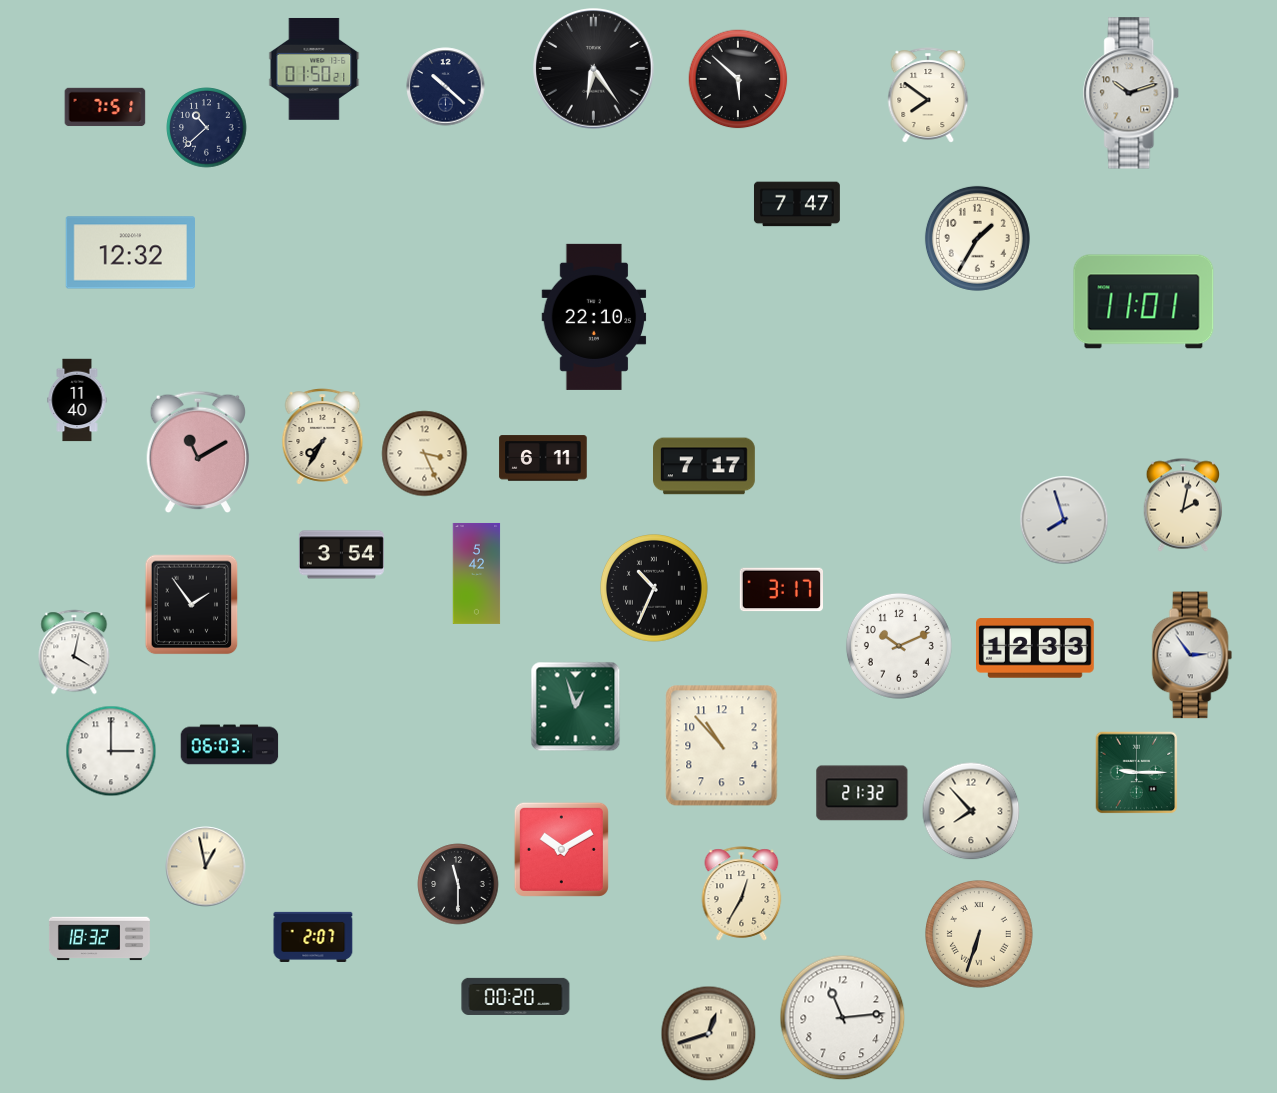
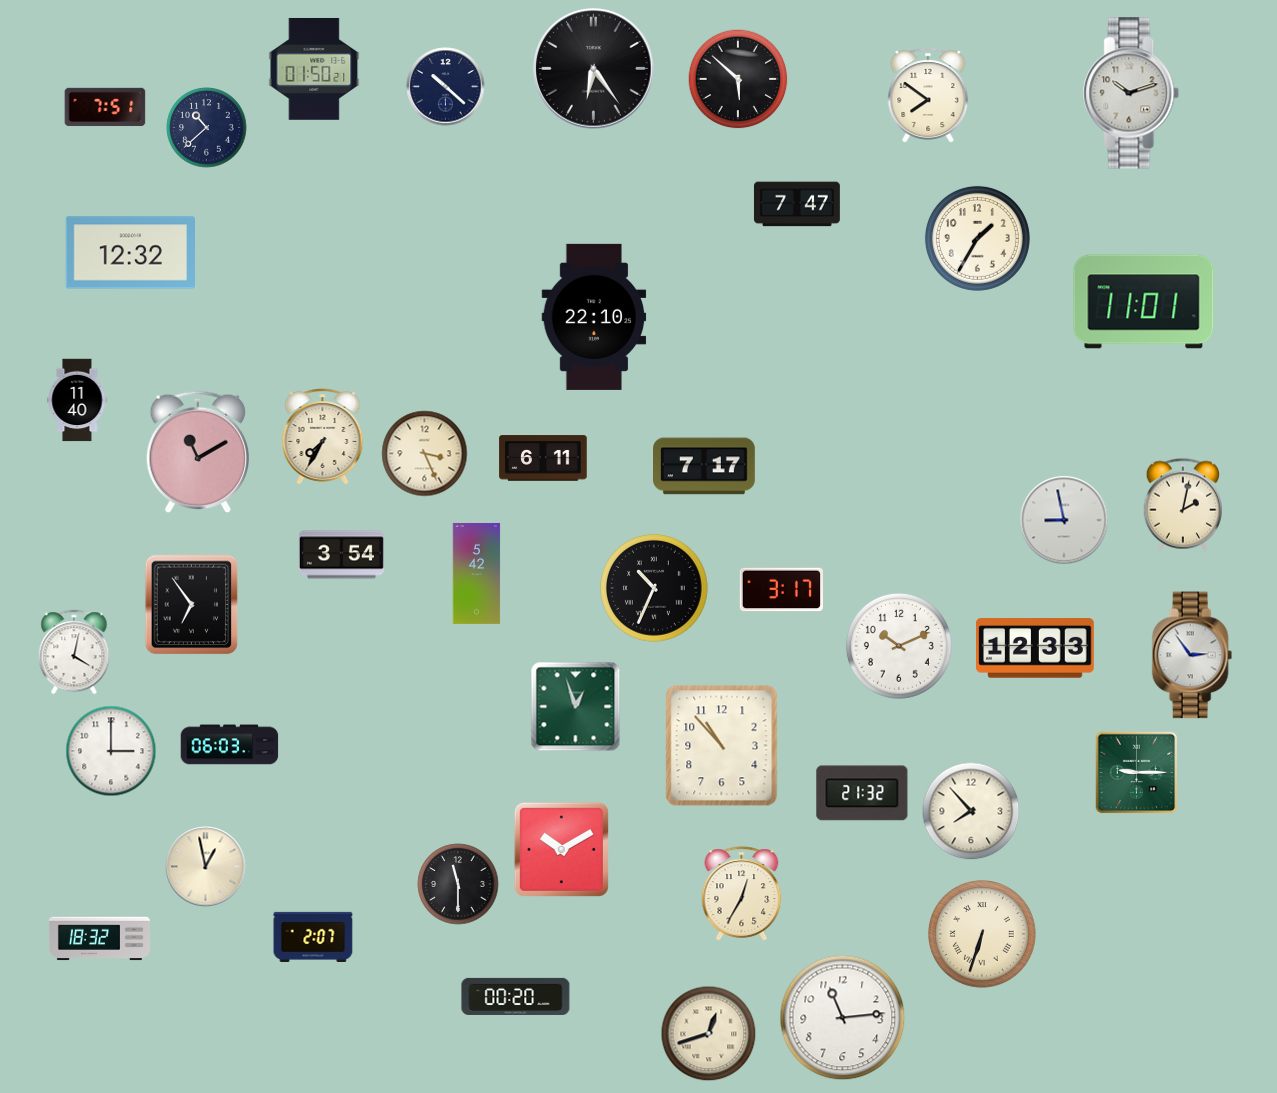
clock at (1064, 520): 7:57 -> 8:58
clock at (192, 605): 1:54 -> 6:54
clock at (980, 935) position: (980, 935) -> (983, 935)
